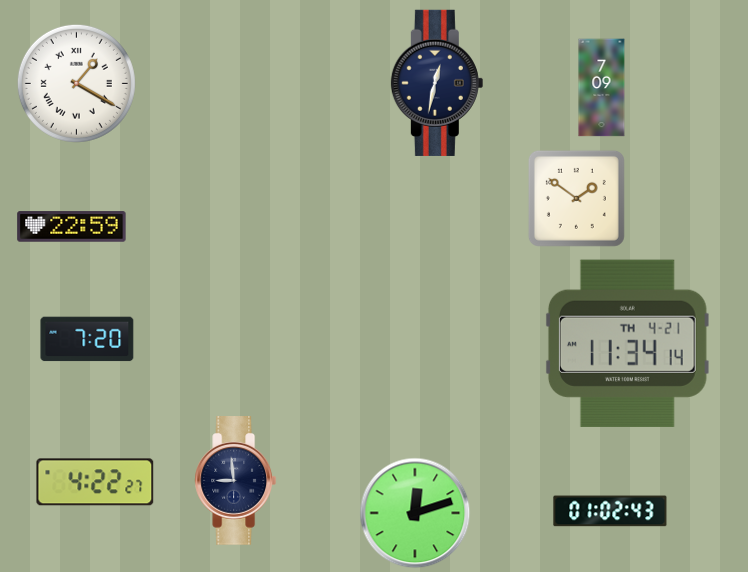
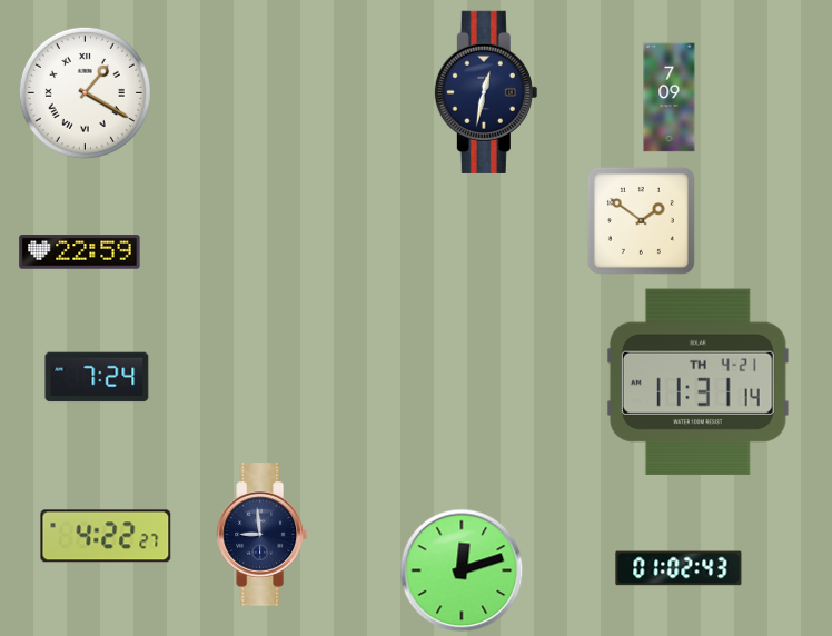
clock at (87, 339): 7:20 -> 7:24
clock at (627, 343): 11:34 -> 11:31
